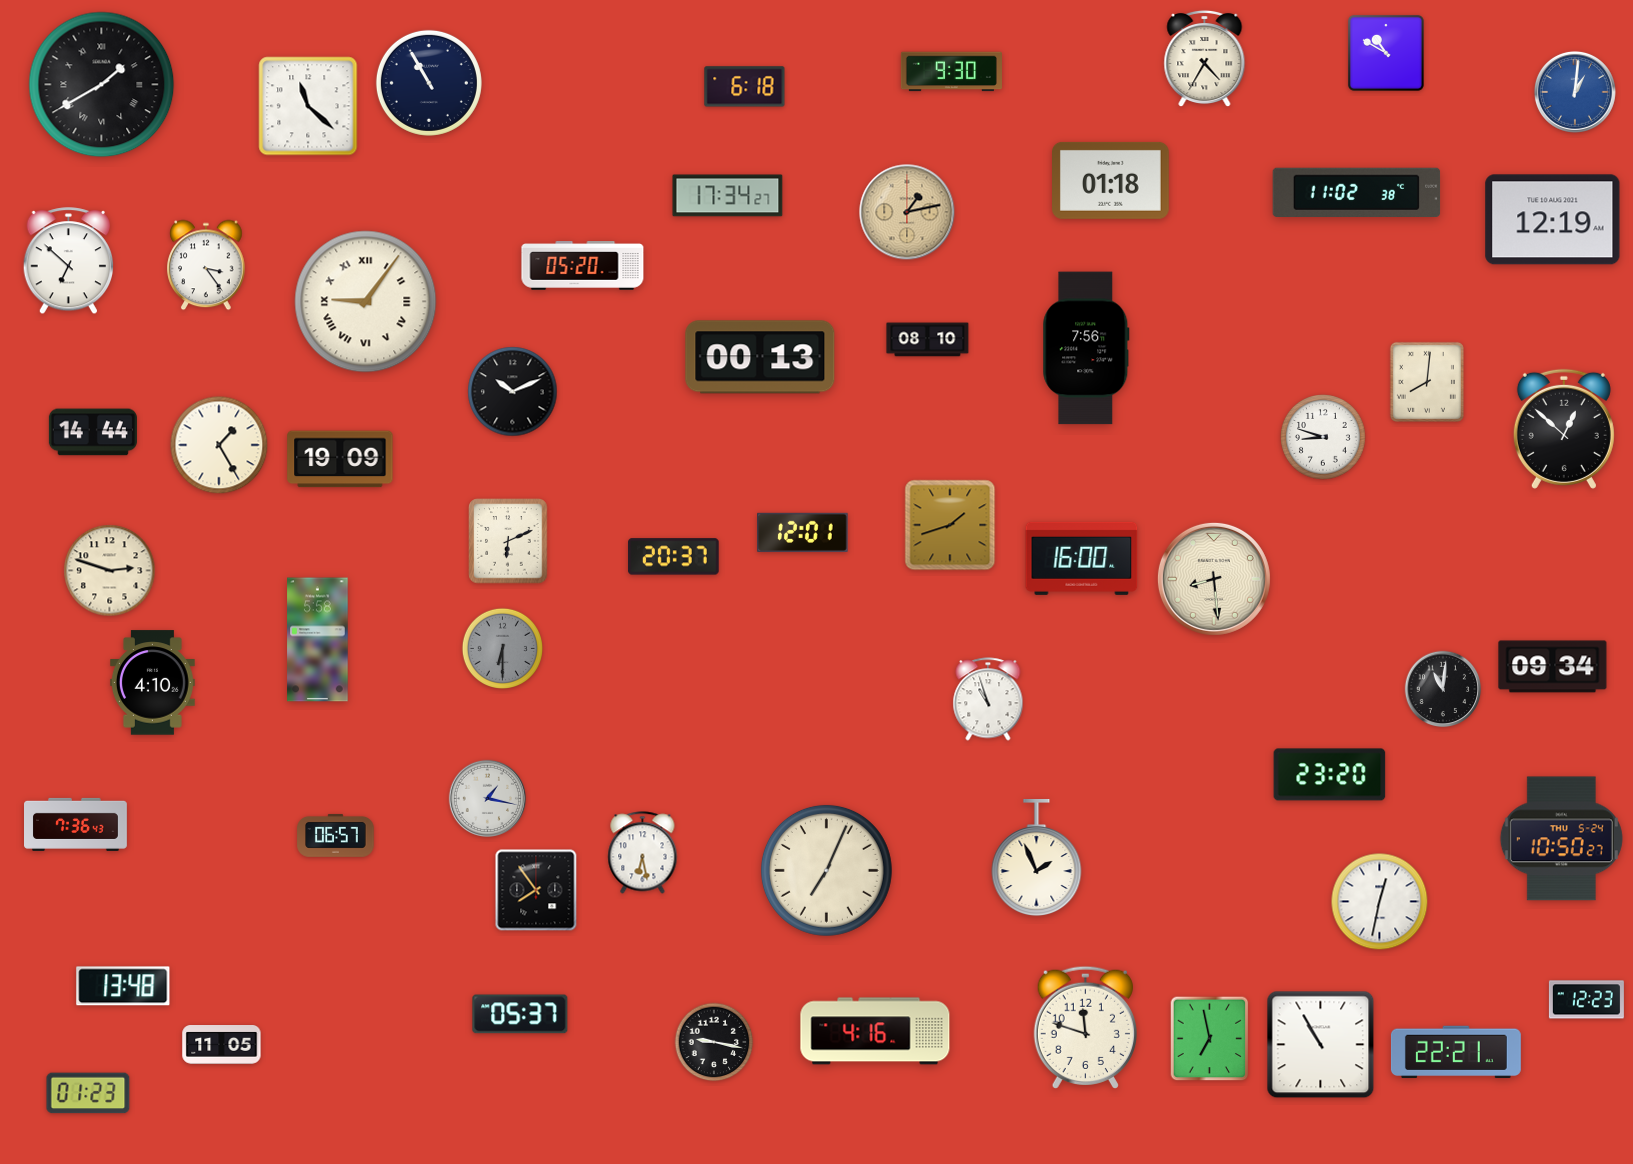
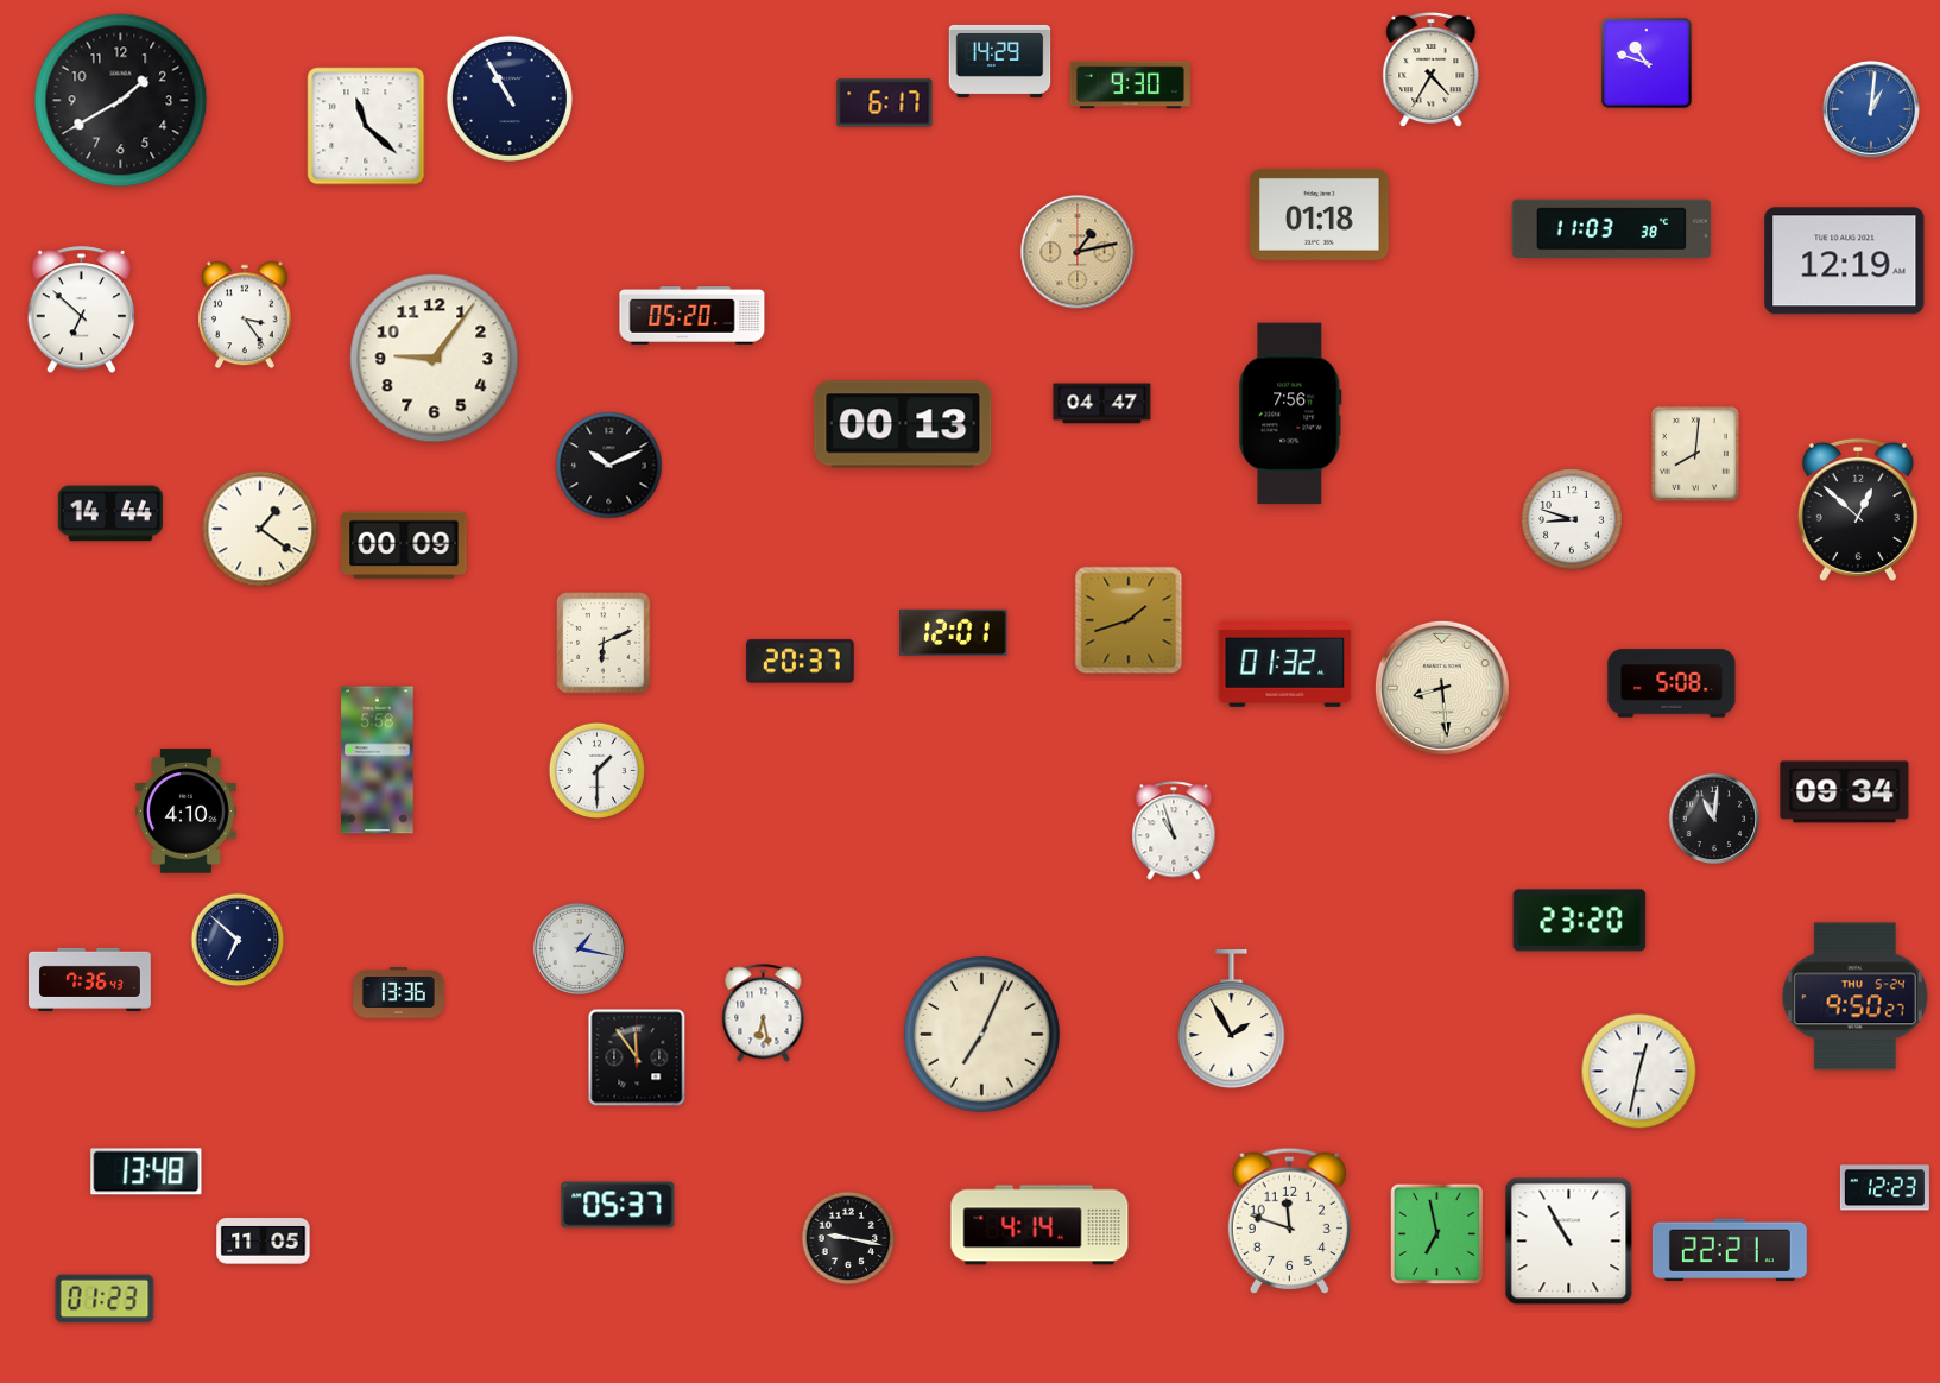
clock at (1000, 61): none -> 14:29
clock at (1386, 53): 10:50 -> 10:48
clock at (102, 85) numerals: Roman -> Arabic
clock at (745, 87): 6:18 -> 6:17
clock at (1357, 193): 11:02 -> 11:03
clock at (728, 196): 17:34 -> none
clock at (366, 302) numerals: Roman -> Arabic
clock at (928, 340): 08:10 -> 04:47
clock at (219, 445): 1:25 -> 1:21
clock at (340, 459): 19:09 -> 00:09
clock at (950, 525) position: (950, 525) -> (1129, 620)
clock at (1082, 558): 16:00 -> 01:32
clock at (110, 571): 2:48 -> none
clock at (1672, 683): none -> 5:08
clock at (502, 648): 6:30 -> 1:30
clock at (502, 648) dial: grey -> white
clock at (152, 683) position: (152, 683) -> (185, 812)
clock at (238, 940): none -> 6:52
clock at (336, 835): 06:57 -> 13:36
clock at (1561, 839): 10:50 -> 9:50
clock at (1037, 859): 1:56 -> 1:55
clock at (536, 890): 7:54 -> 11:54
clock at (875, 1031): 4:16 -> 4:14
